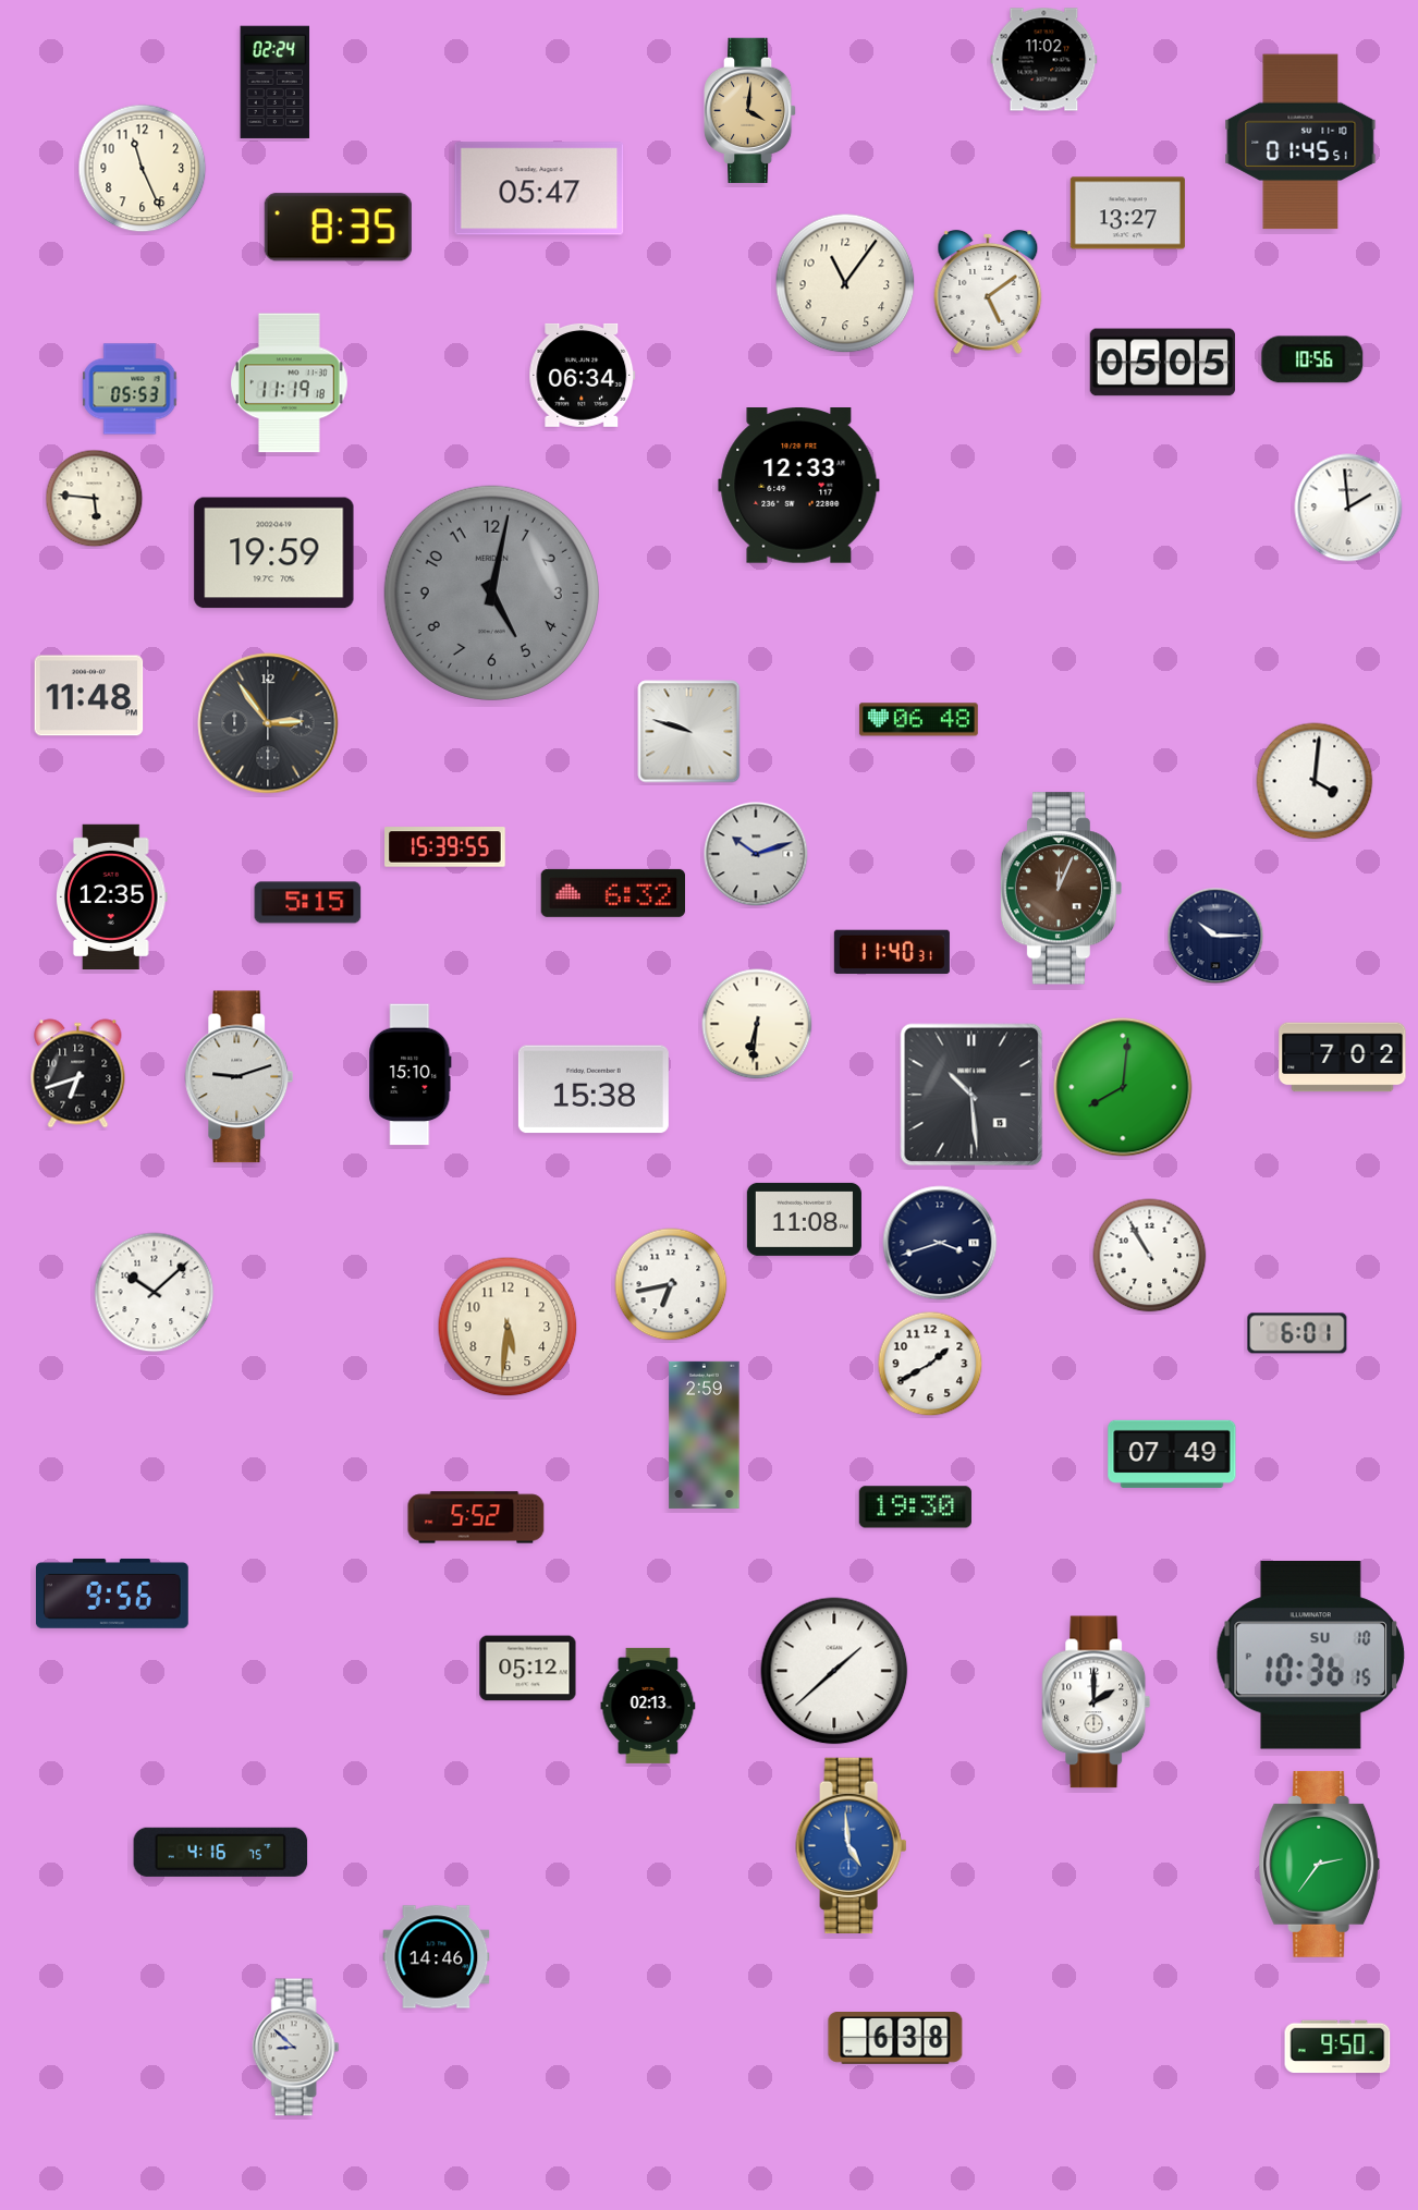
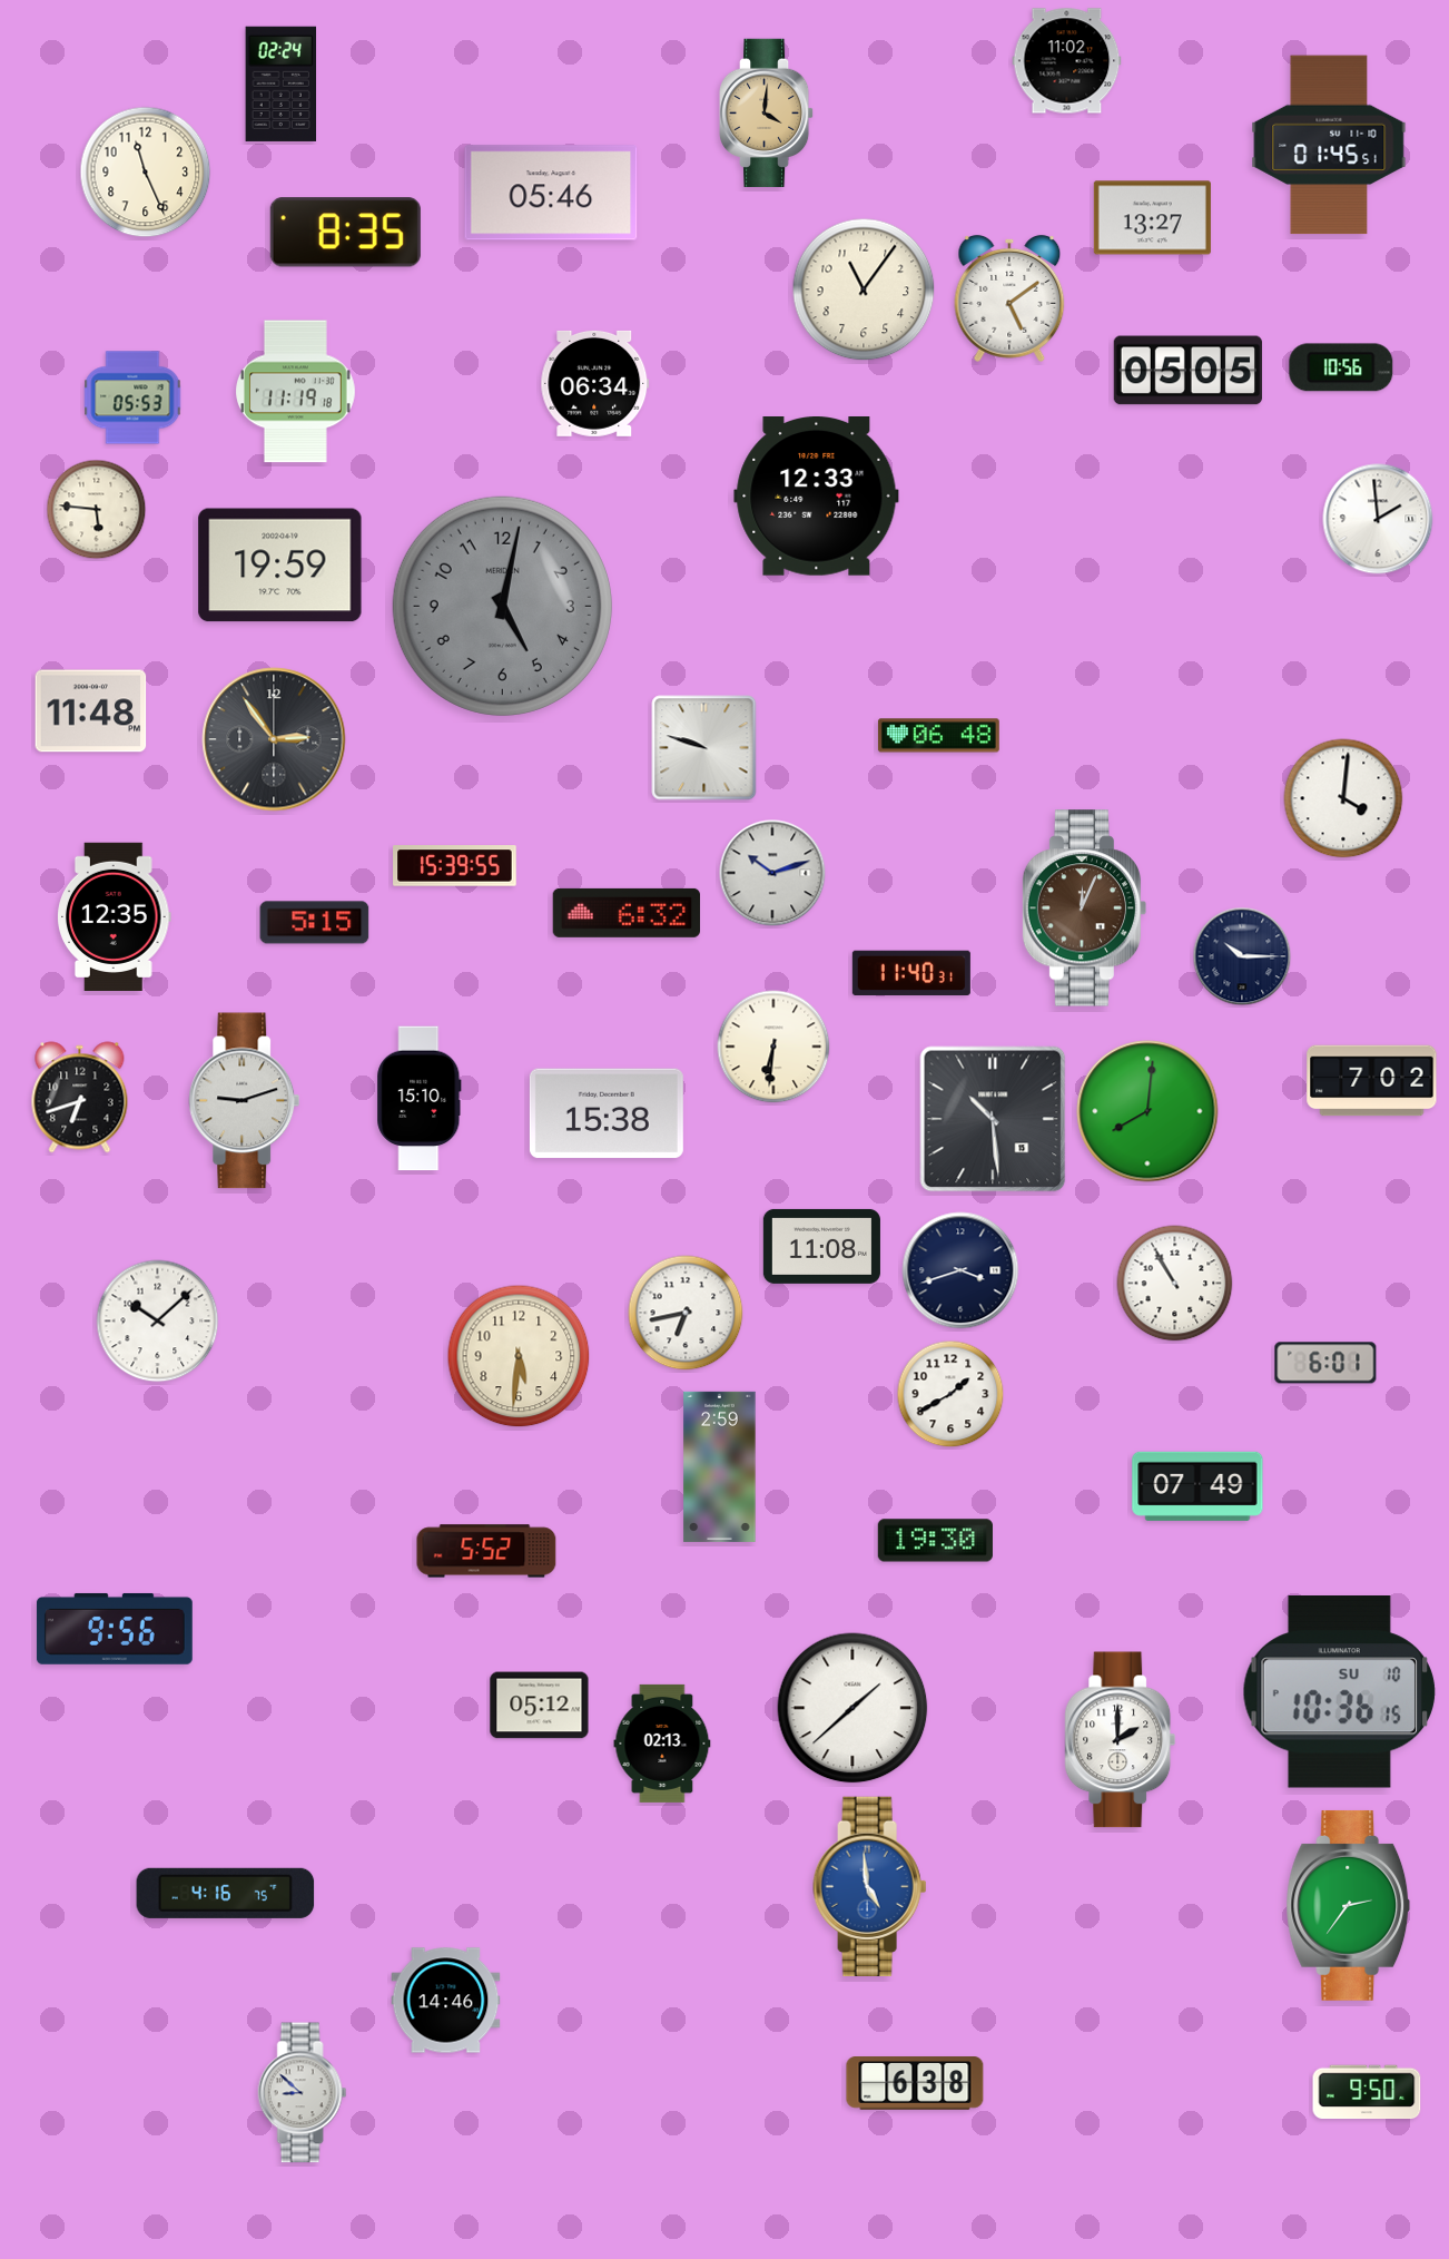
clock at (539, 188): 05:47 -> 05:46
